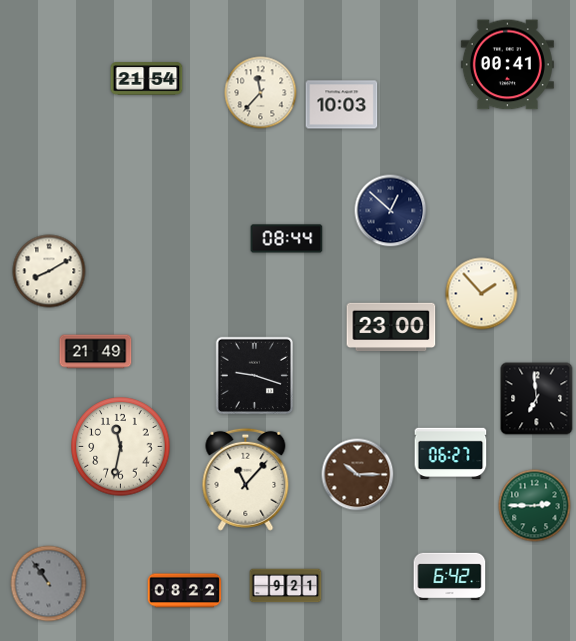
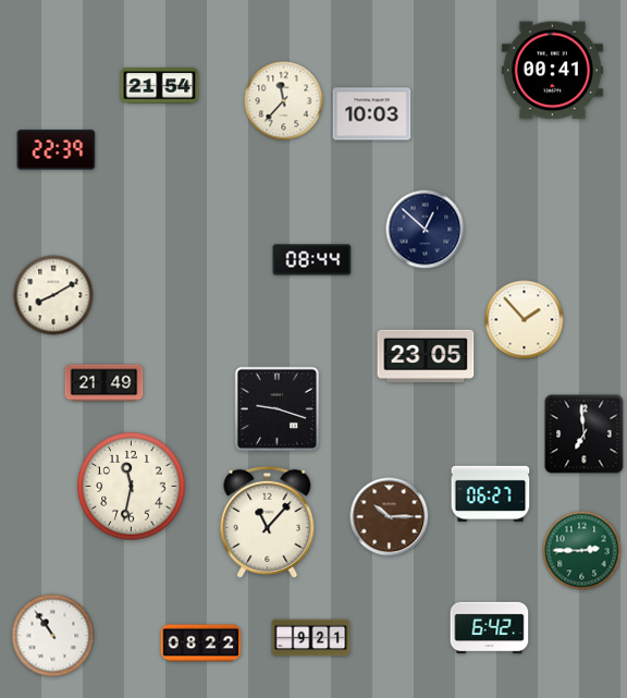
clock at (57, 150): none -> 22:39
clock at (391, 327): 23:00 -> 23:05
clock at (49, 584) dial: grey -> white
